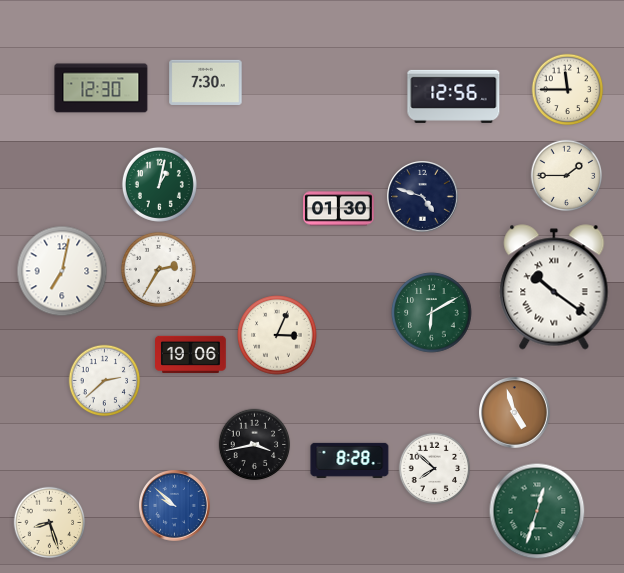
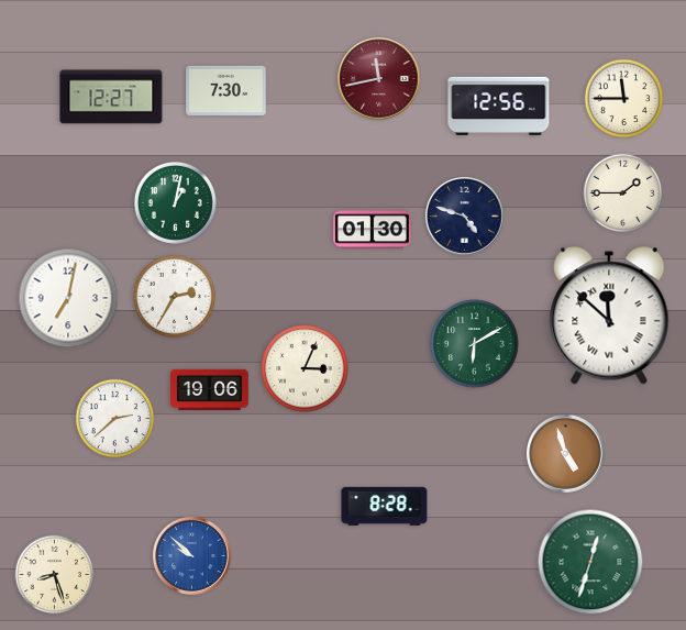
clock at (379, 79): none -> 11:43
clock at (101, 88): 12:30 -> 12:27
clock at (554, 287): 10:21 -> 11:52
clock at (255, 445): 3:43 -> none
clock at (435, 469): 7:52 -> none
